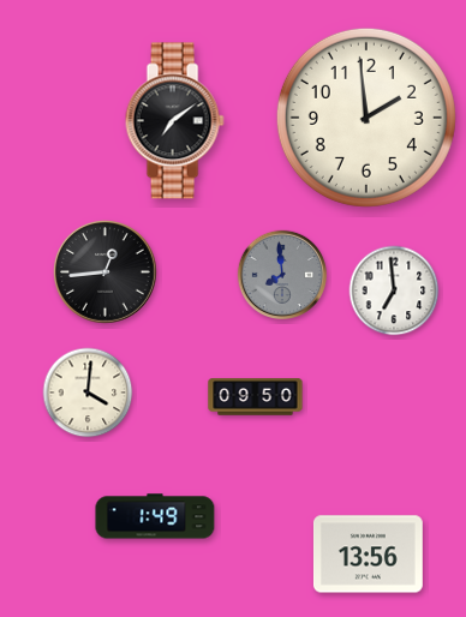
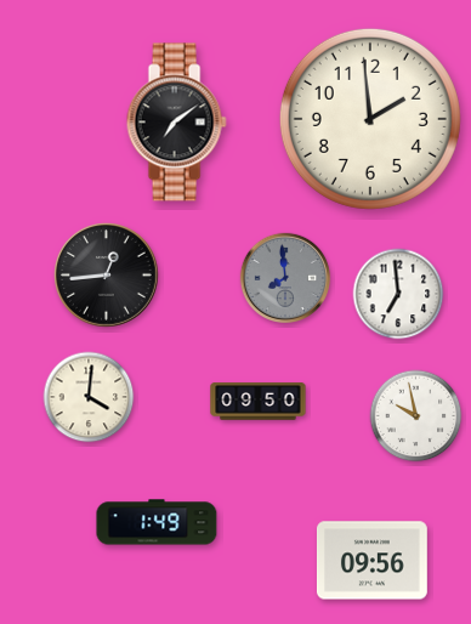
clock at (416, 416): none -> 9:58
clock at (368, 555): 13:56 -> 09:56
